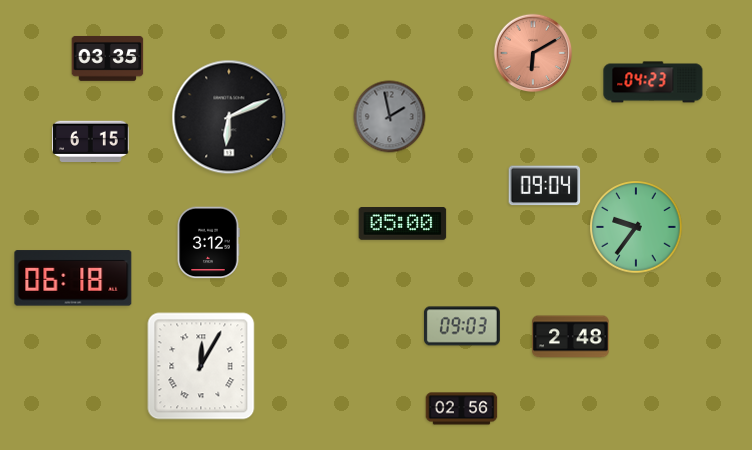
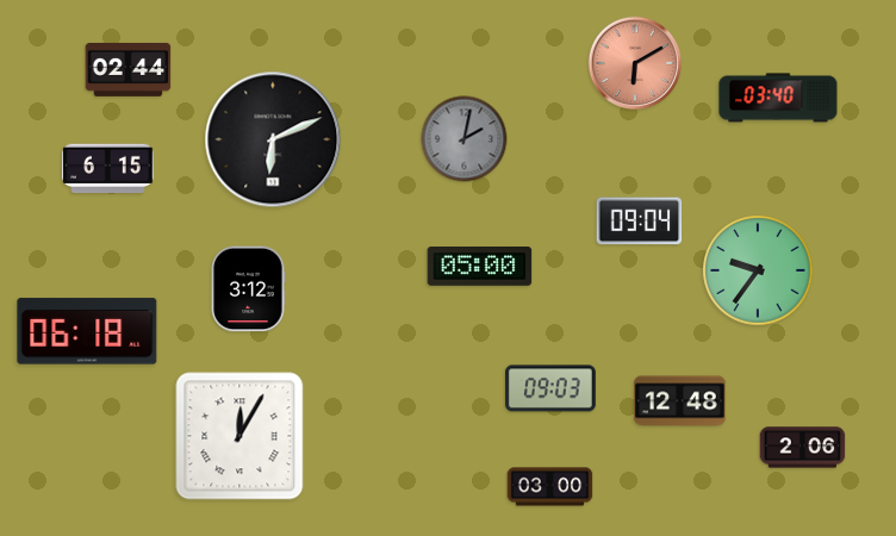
clock at (108, 58): 03:35 -> 02:44
clock at (653, 82): 04:23 -> 03:40
clock at (390, 117): 1:58 -> 2:02
clock at (545, 186) position: (545, 186) -> (640, 222)
clock at (571, 337): 2:48 -> 12:48
clock at (803, 448): none -> 2:06
clock at (462, 409): 02:56 -> 03:00
